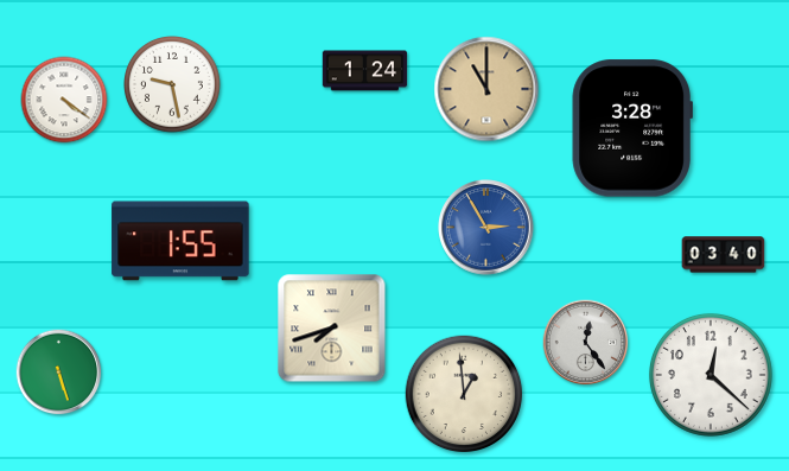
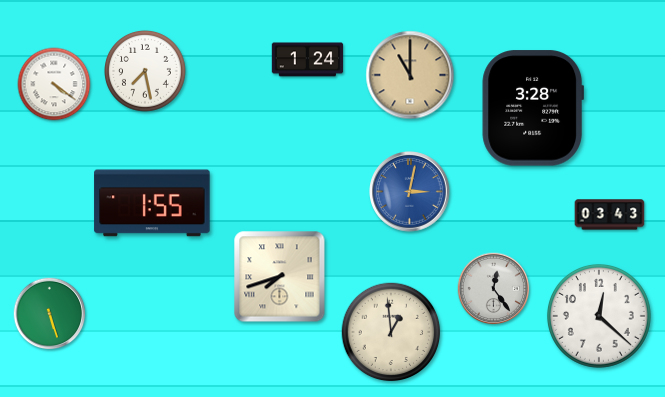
clock at (173, 85): 9:28 -> 7:28
clock at (486, 228): 2:55 -> 3:02
clock at (724, 255): 03:40 -> 03:43
